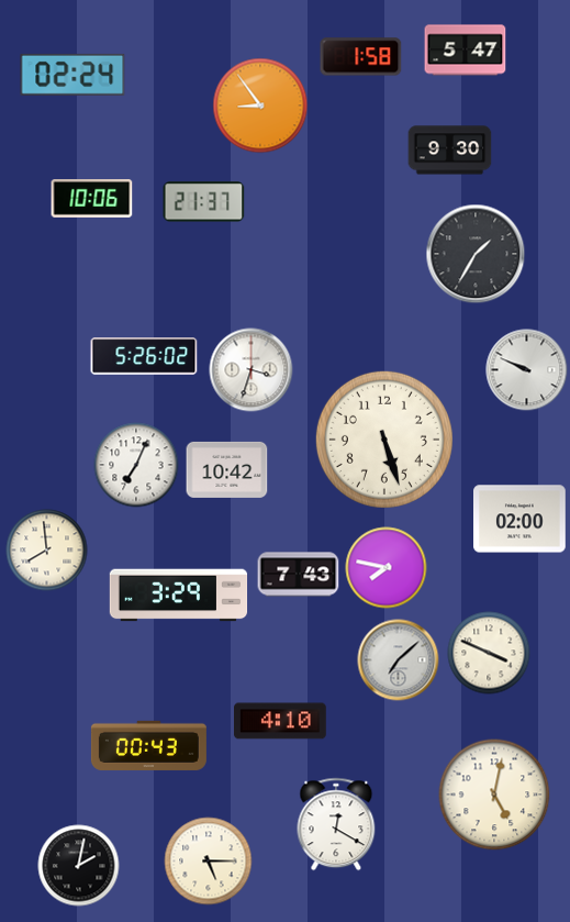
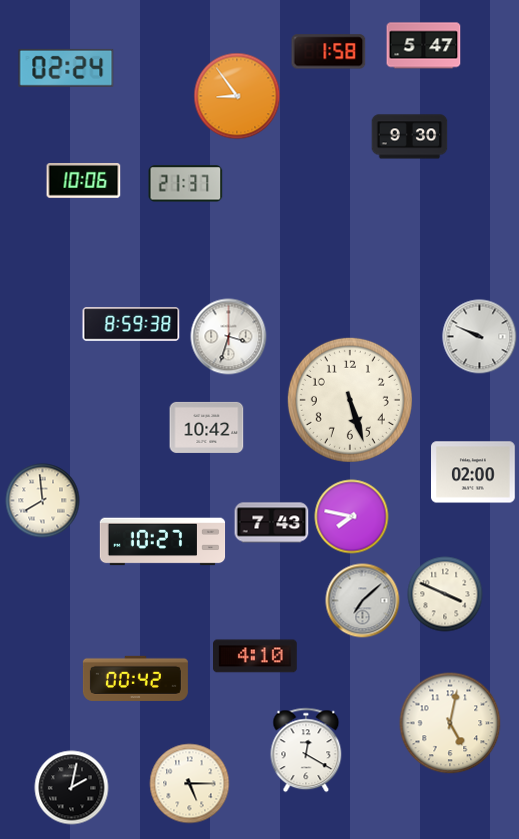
clock at (476, 254): 1:35 -> none
clock at (144, 356): 5:26 -> 8:59
clock at (136, 465): 7:04 -> none
clock at (179, 596): 3:29 -> 10:27
clock at (148, 745): 00:43 -> 00:42
